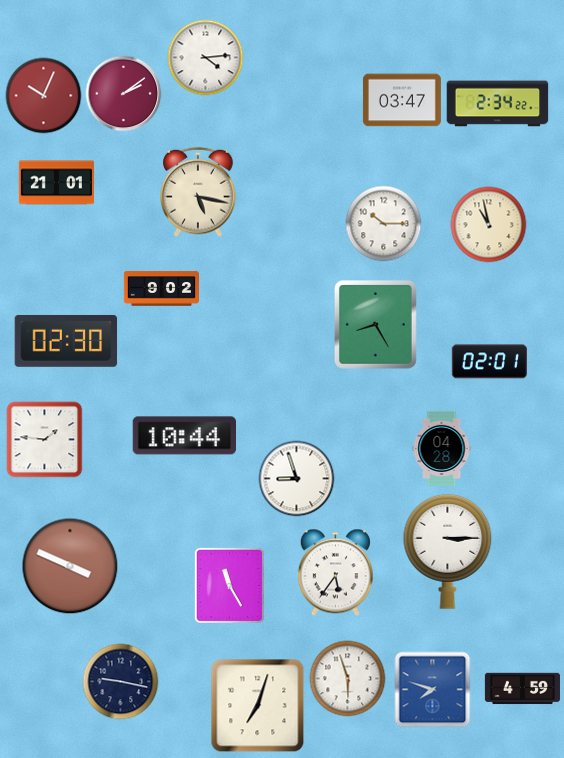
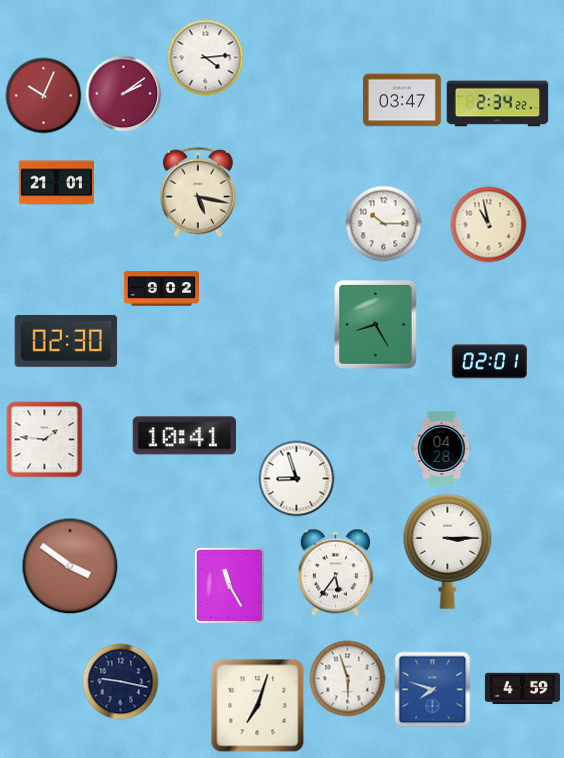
clock at (184, 436): 10:44 -> 10:41
clock at (70, 566): 3:49 -> 3:51
